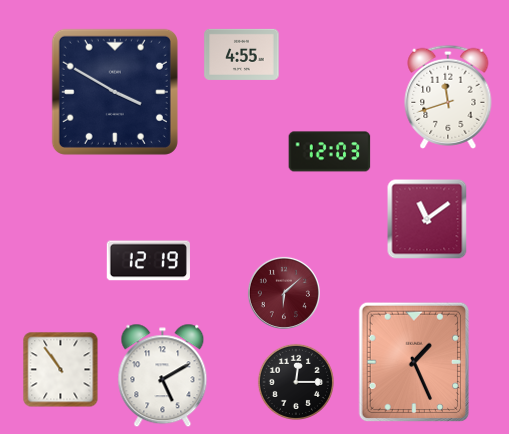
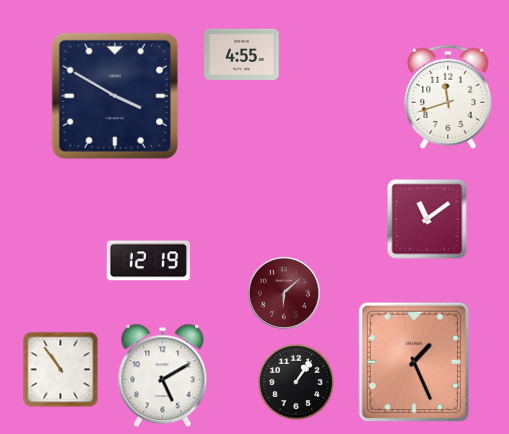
clock at (115, 92) position: (115, 92) -> (115, 96)
clock at (330, 152): 12:03 -> none
clock at (296, 382): 12:15 -> 1:06
